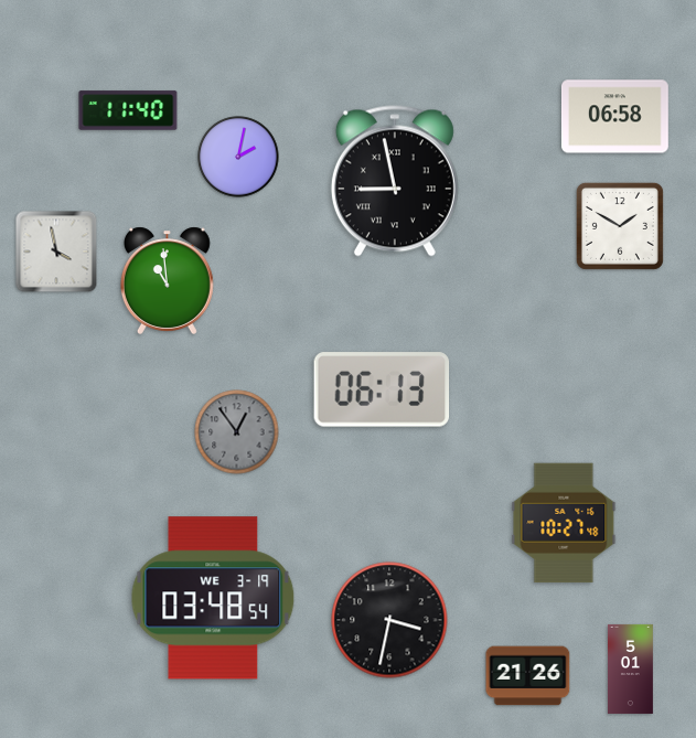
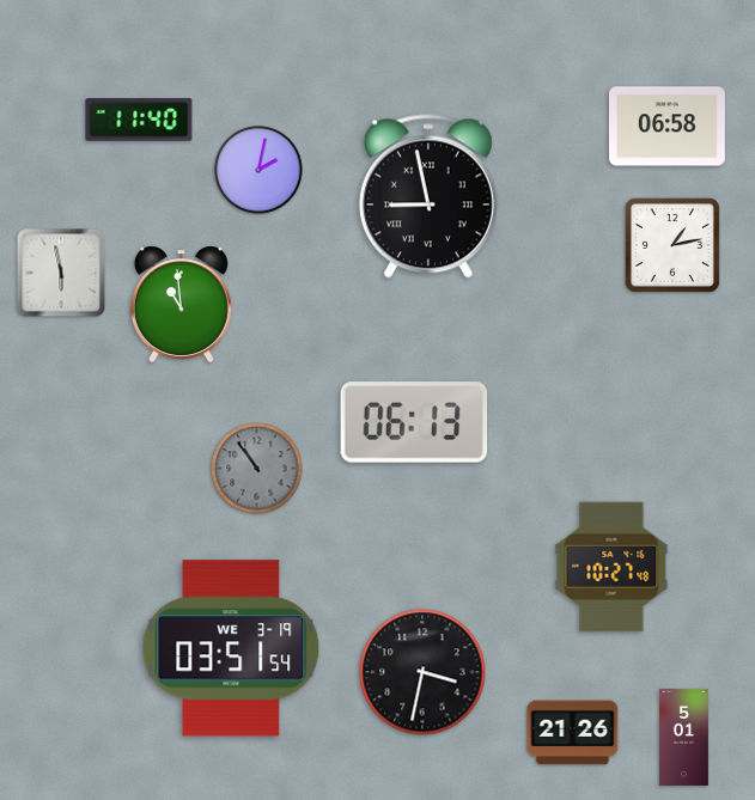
clock at (620, 226): 1:50 -> 1:13
clock at (56, 252): 3:58 -> 5:58
clock at (237, 432): 12:54 -> 10:54
clock at (213, 598): 03:48 -> 03:51
clock at (630, 669) position: (630, 669) -> (683, 737)
